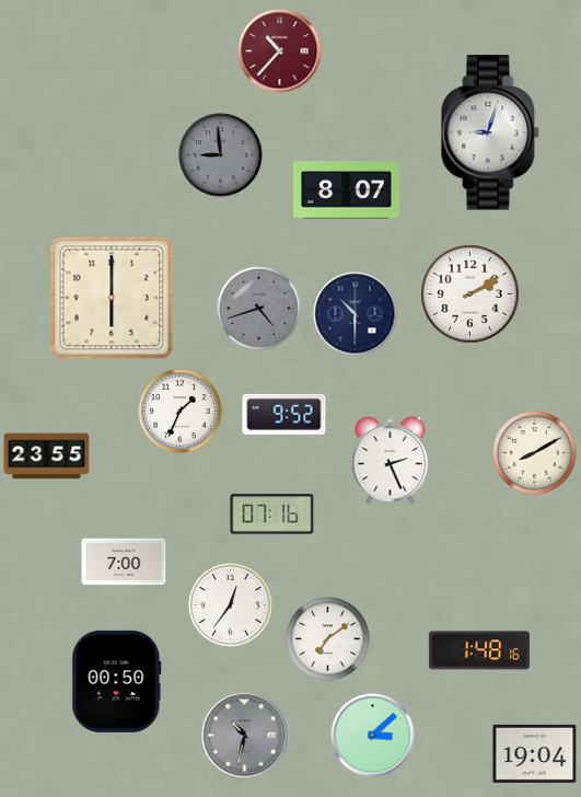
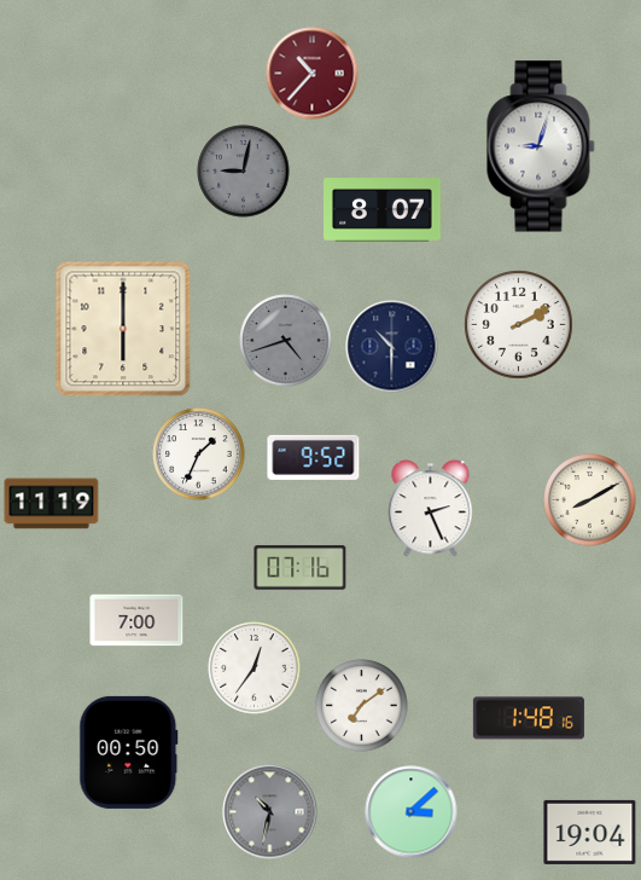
clock at (280, 51) position: (280, 51) -> (313, 74)
clock at (221, 155): 8:59 -> 9:02
clock at (47, 457): 23:55 -> 11:19
